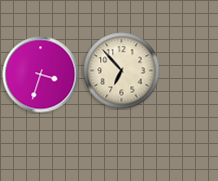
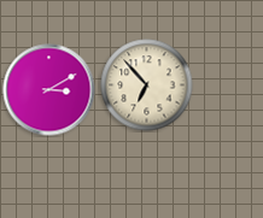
clock at (41, 75): 3:33 -> 3:10
